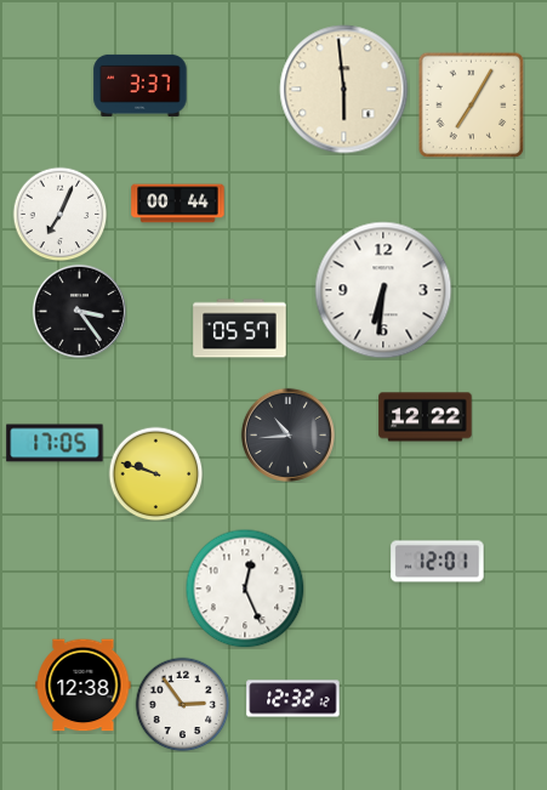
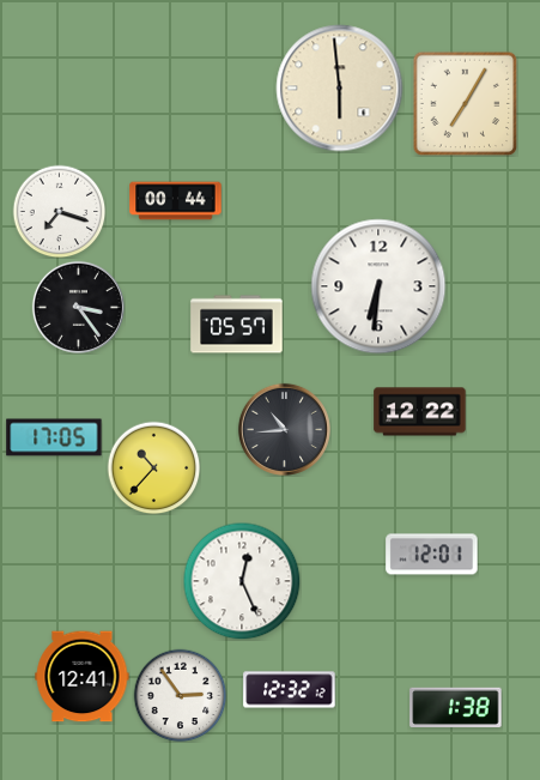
clock at (141, 85): 3:37 -> none
clock at (59, 214): 7:04 -> 7:18
clock at (155, 473): 9:48 -> 10:37
clock at (84, 686): 12:38 -> 12:41
clock at (456, 707): none -> 1:38
